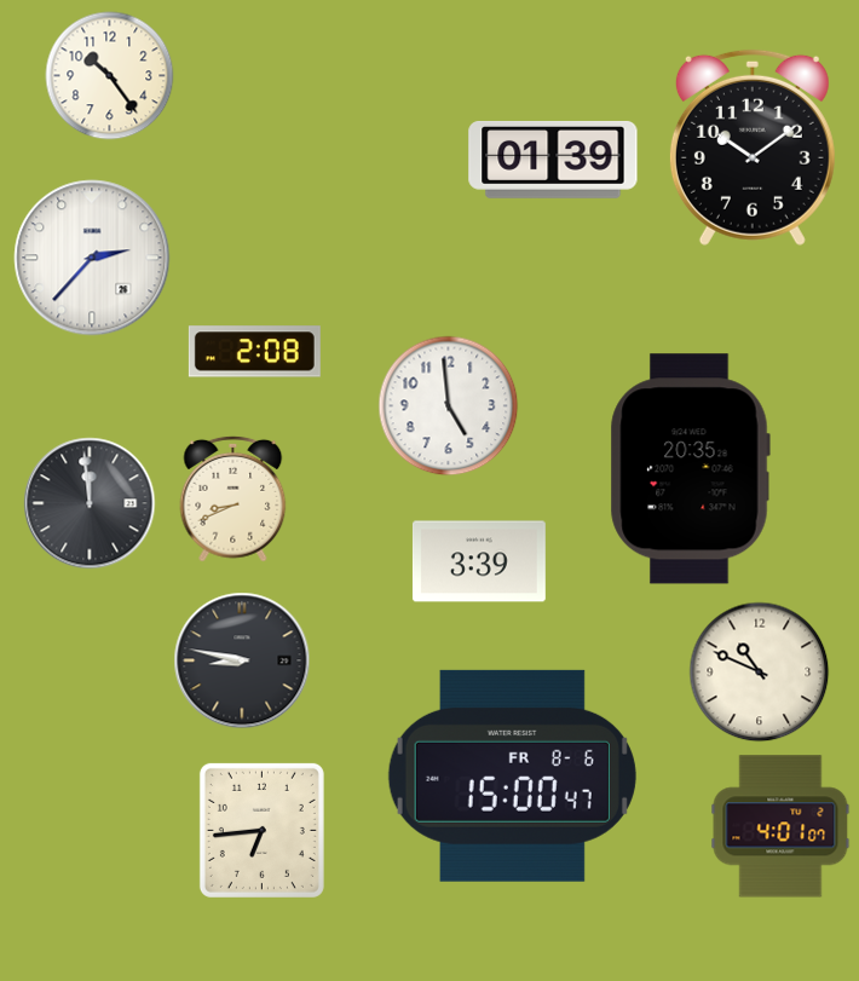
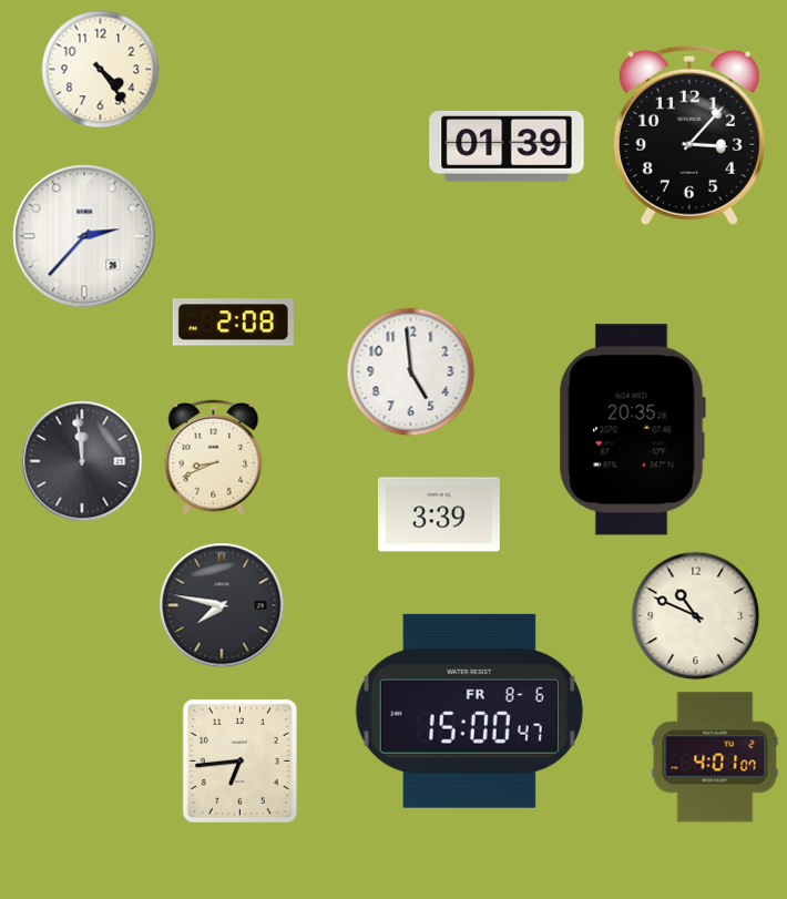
clock at (110, 76): 10:24 -> 4:24
clock at (753, 148): 10:09 -> 3:07
clock at (242, 660): 8:47 -> 7:47
